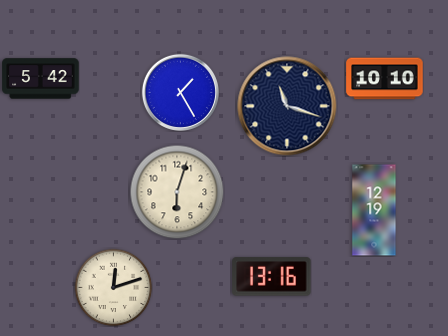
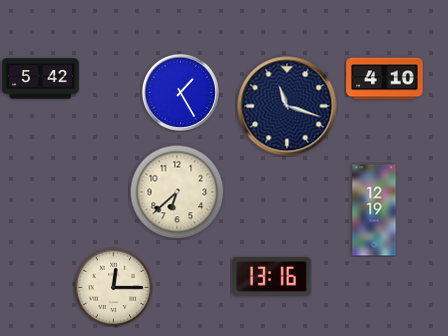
clock at (385, 79): 10:10 -> 4:10
clock at (177, 192): 6:03 -> 6:38
clock at (113, 287): 12:12 -> 12:15
